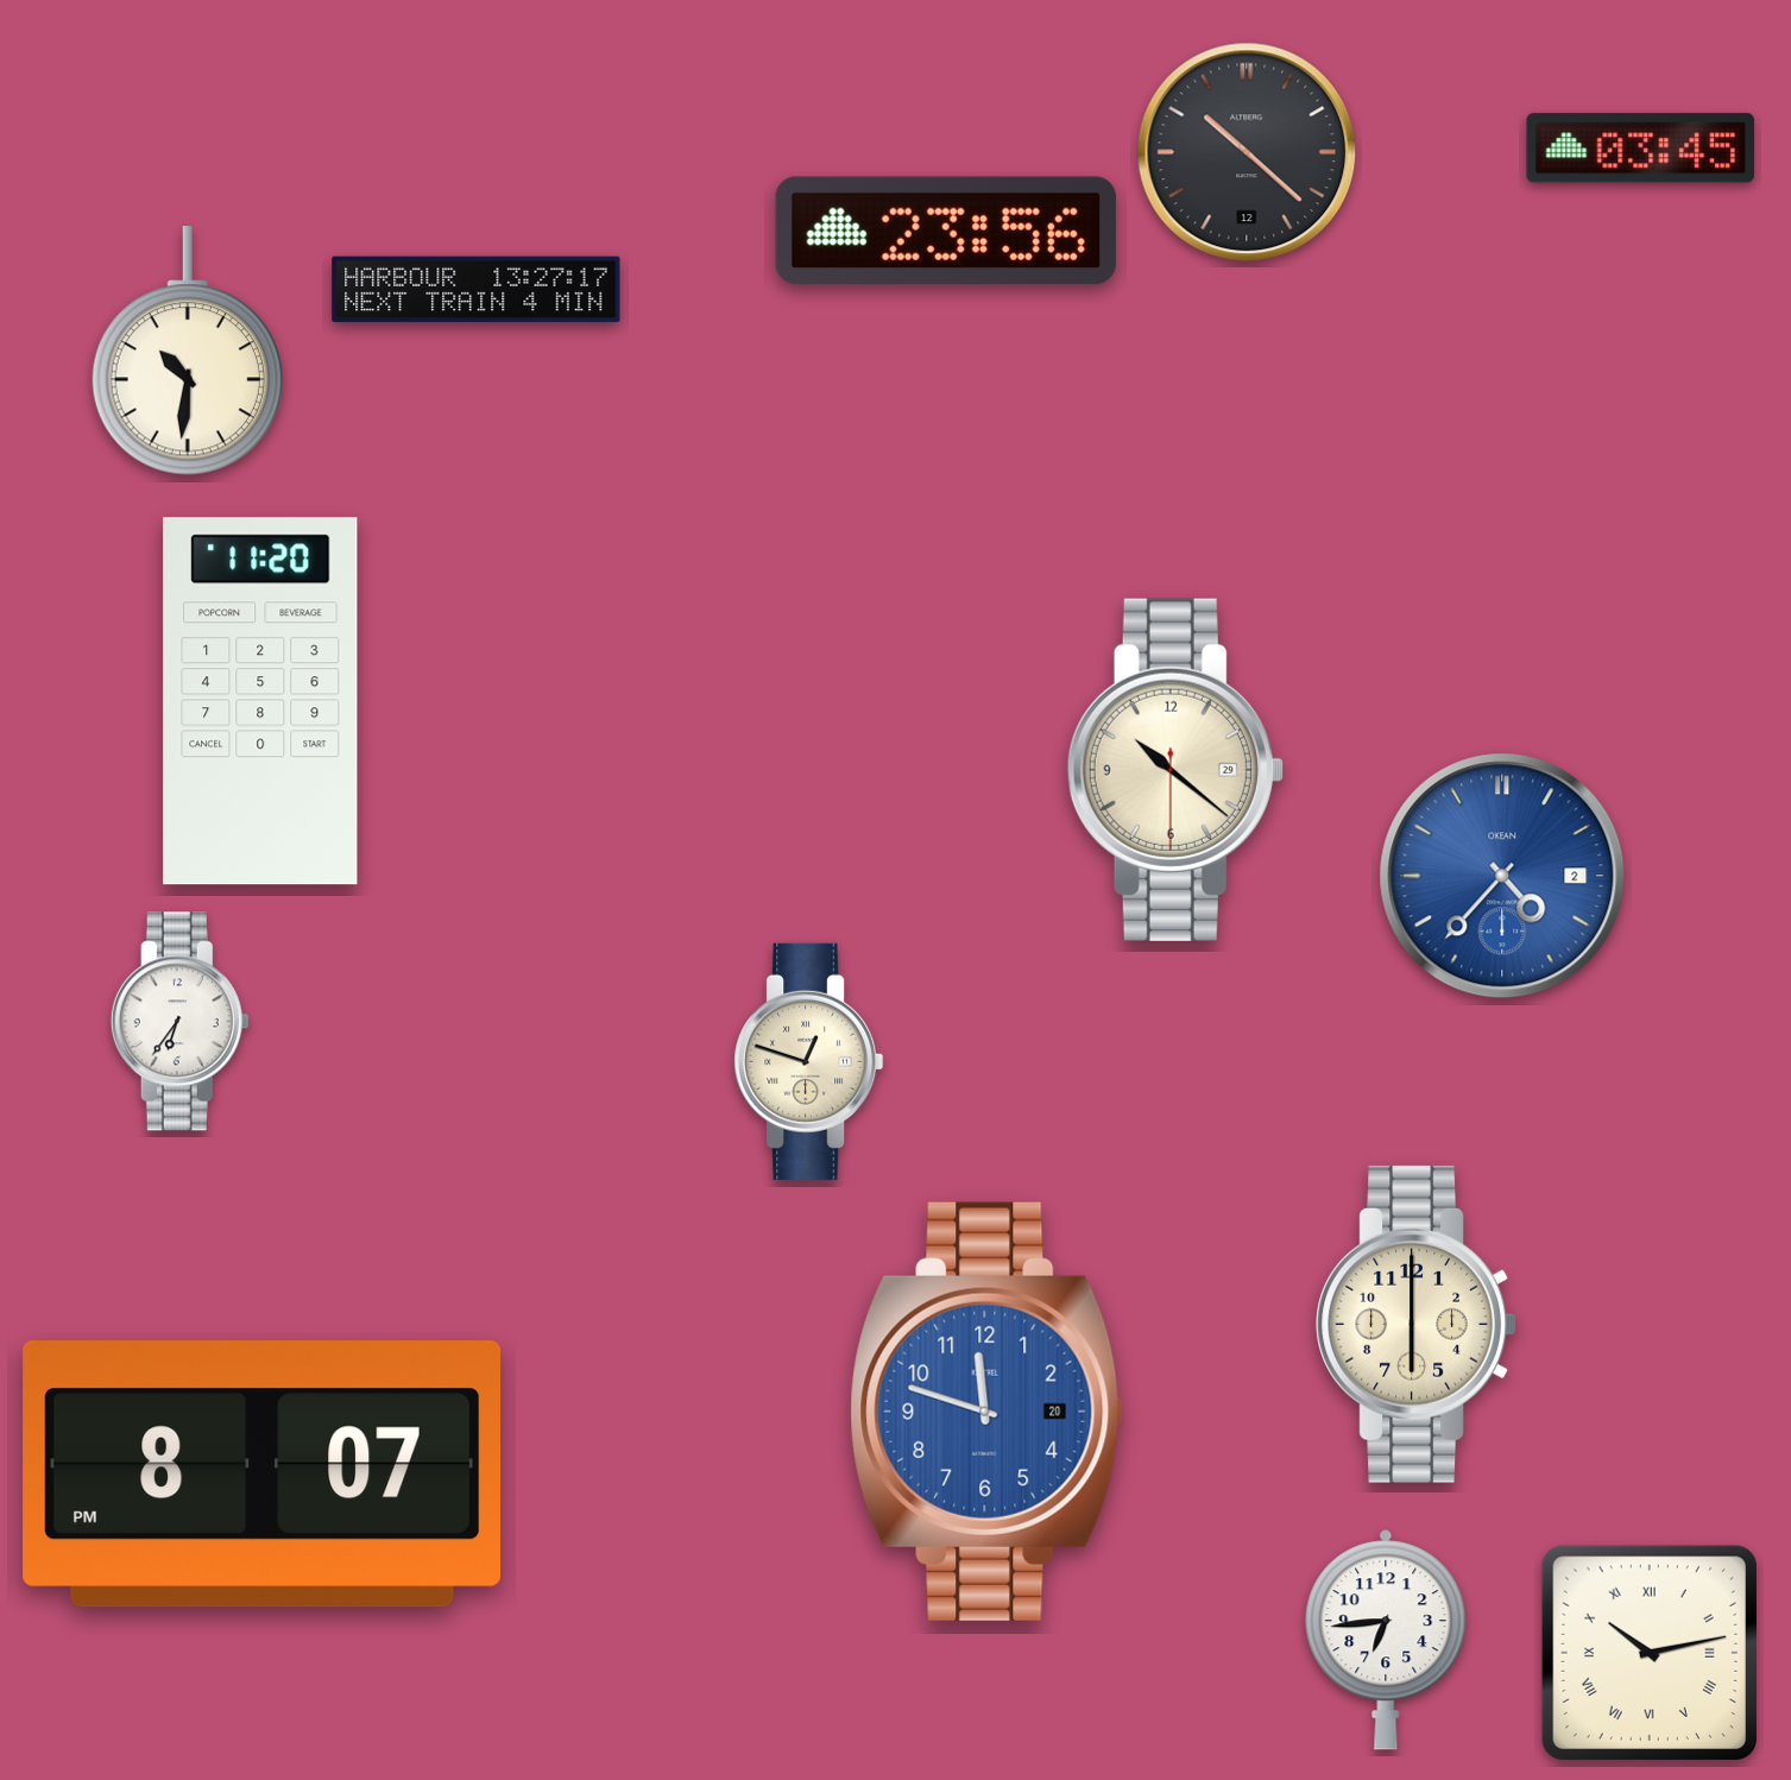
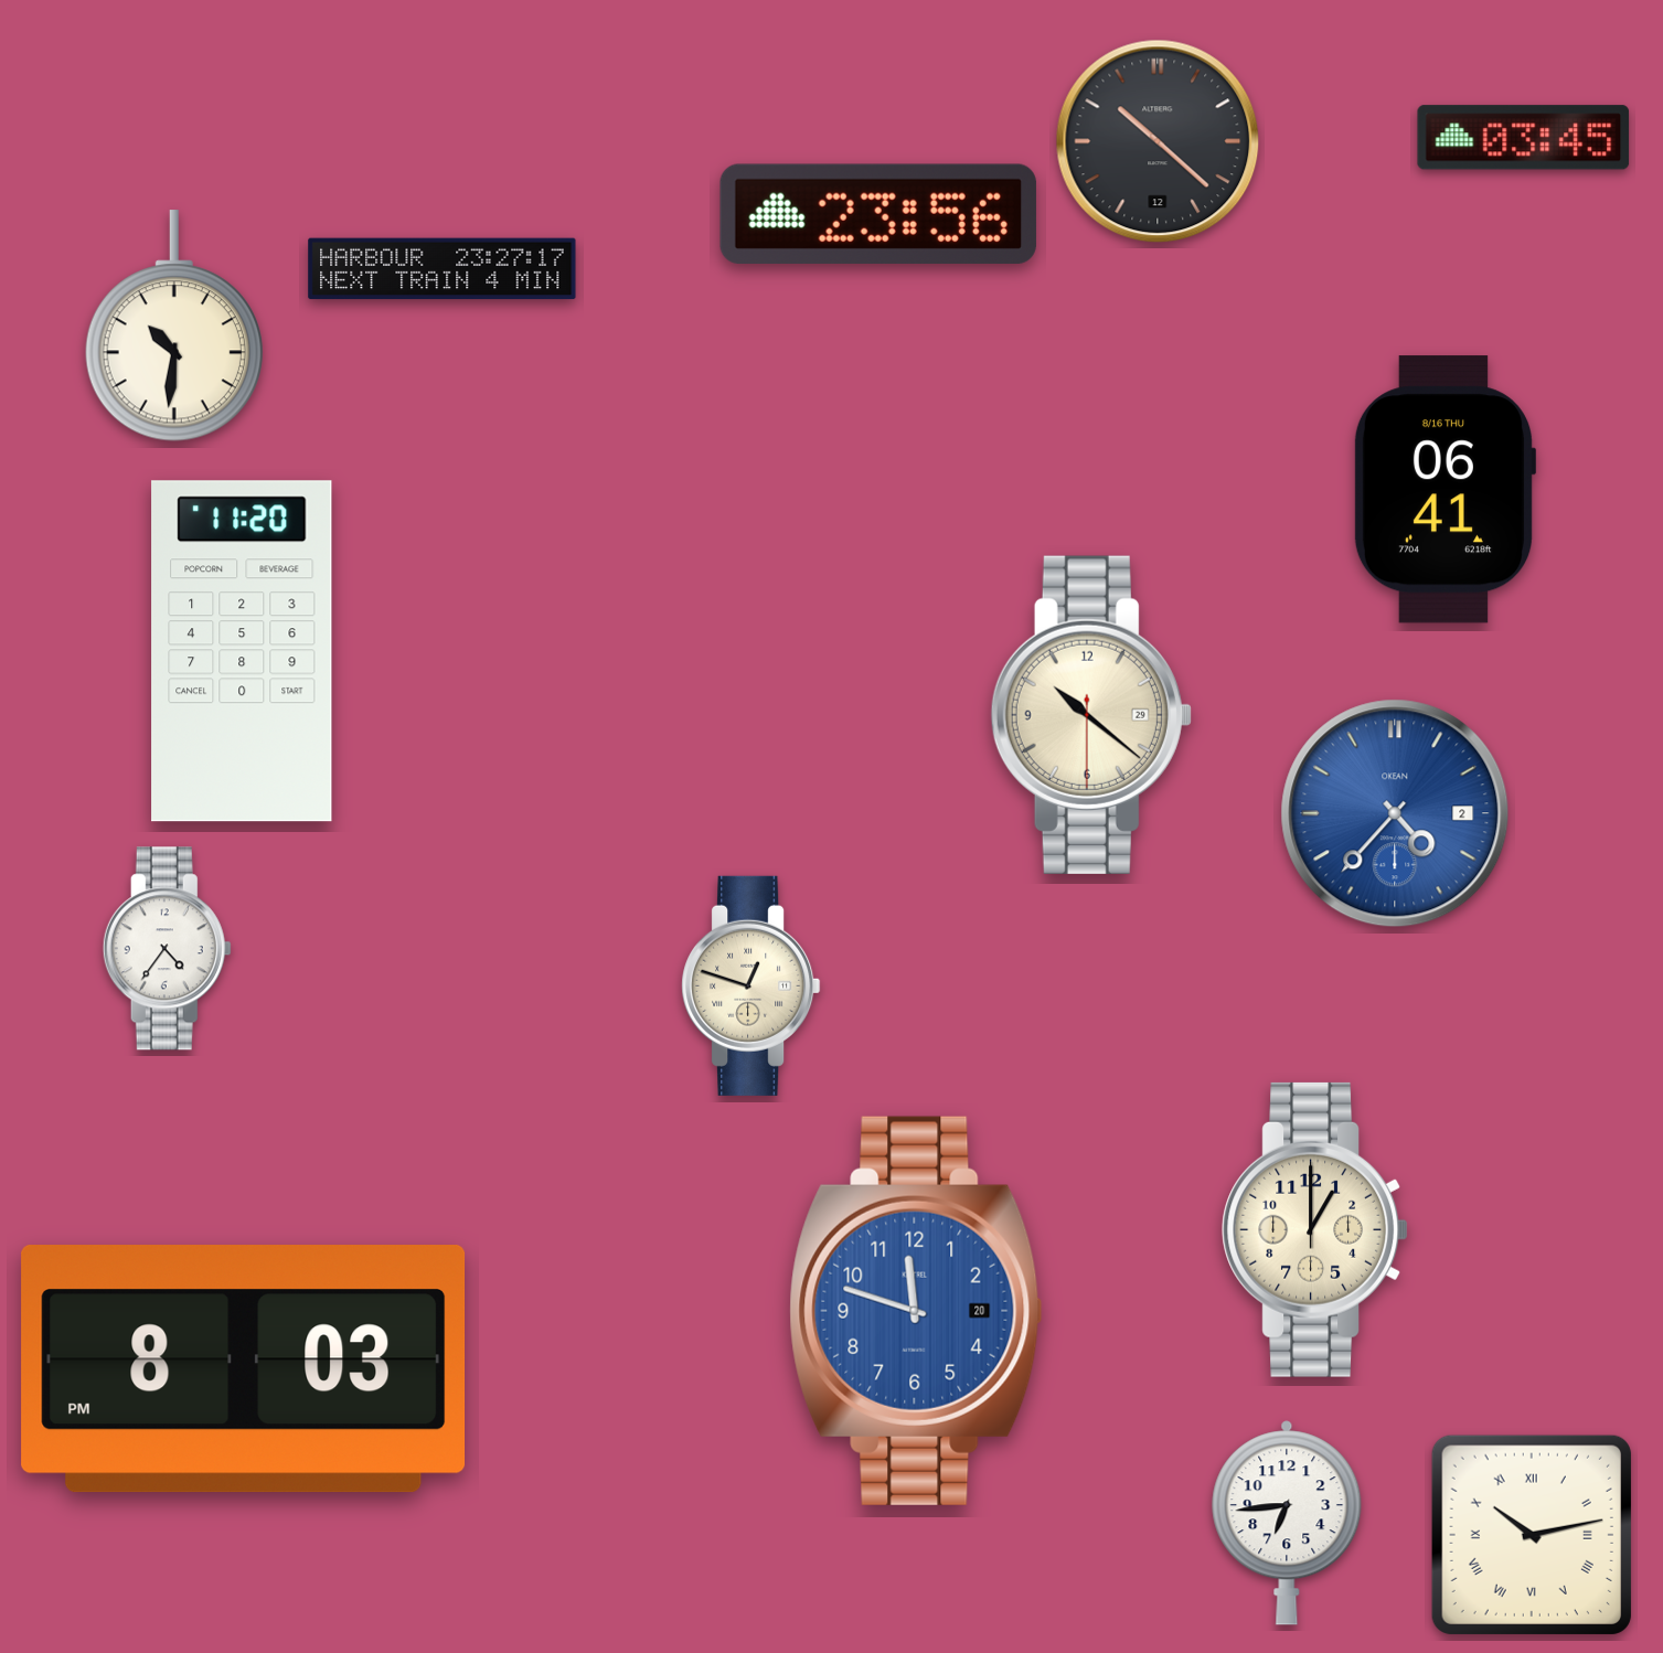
clock at (477, 290): 13:27 -> 23:27
clock at (1445, 490): none -> 06:41
clock at (179, 1022): 6:36 -> 4:36
clock at (1415, 1324): 6:00 -> 1:00
clock at (263, 1475): 8:07 -> 8:03
